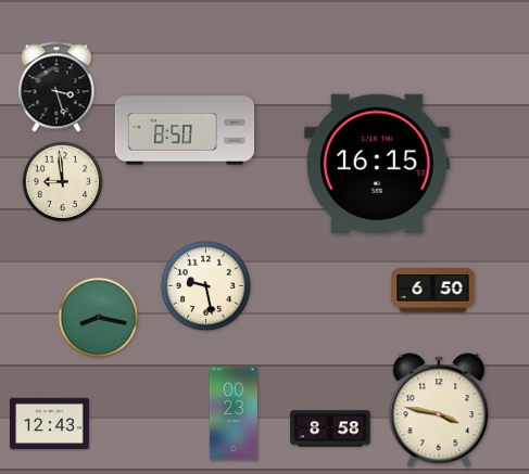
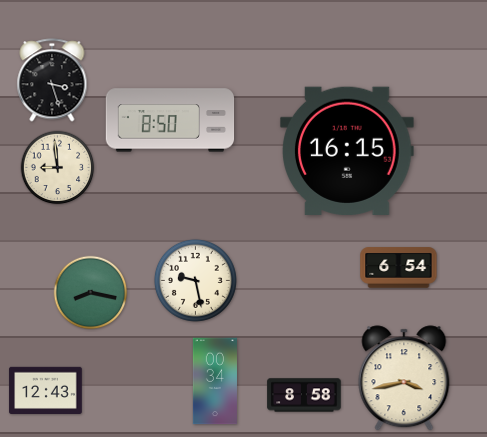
clock at (205, 285) position: (205, 285) -> (195, 280)
clock at (433, 291): 6:50 -> 6:54
clock at (439, 410): 3:47 -> 3:43
clock at (234, 413): 00:23 -> 00:34
